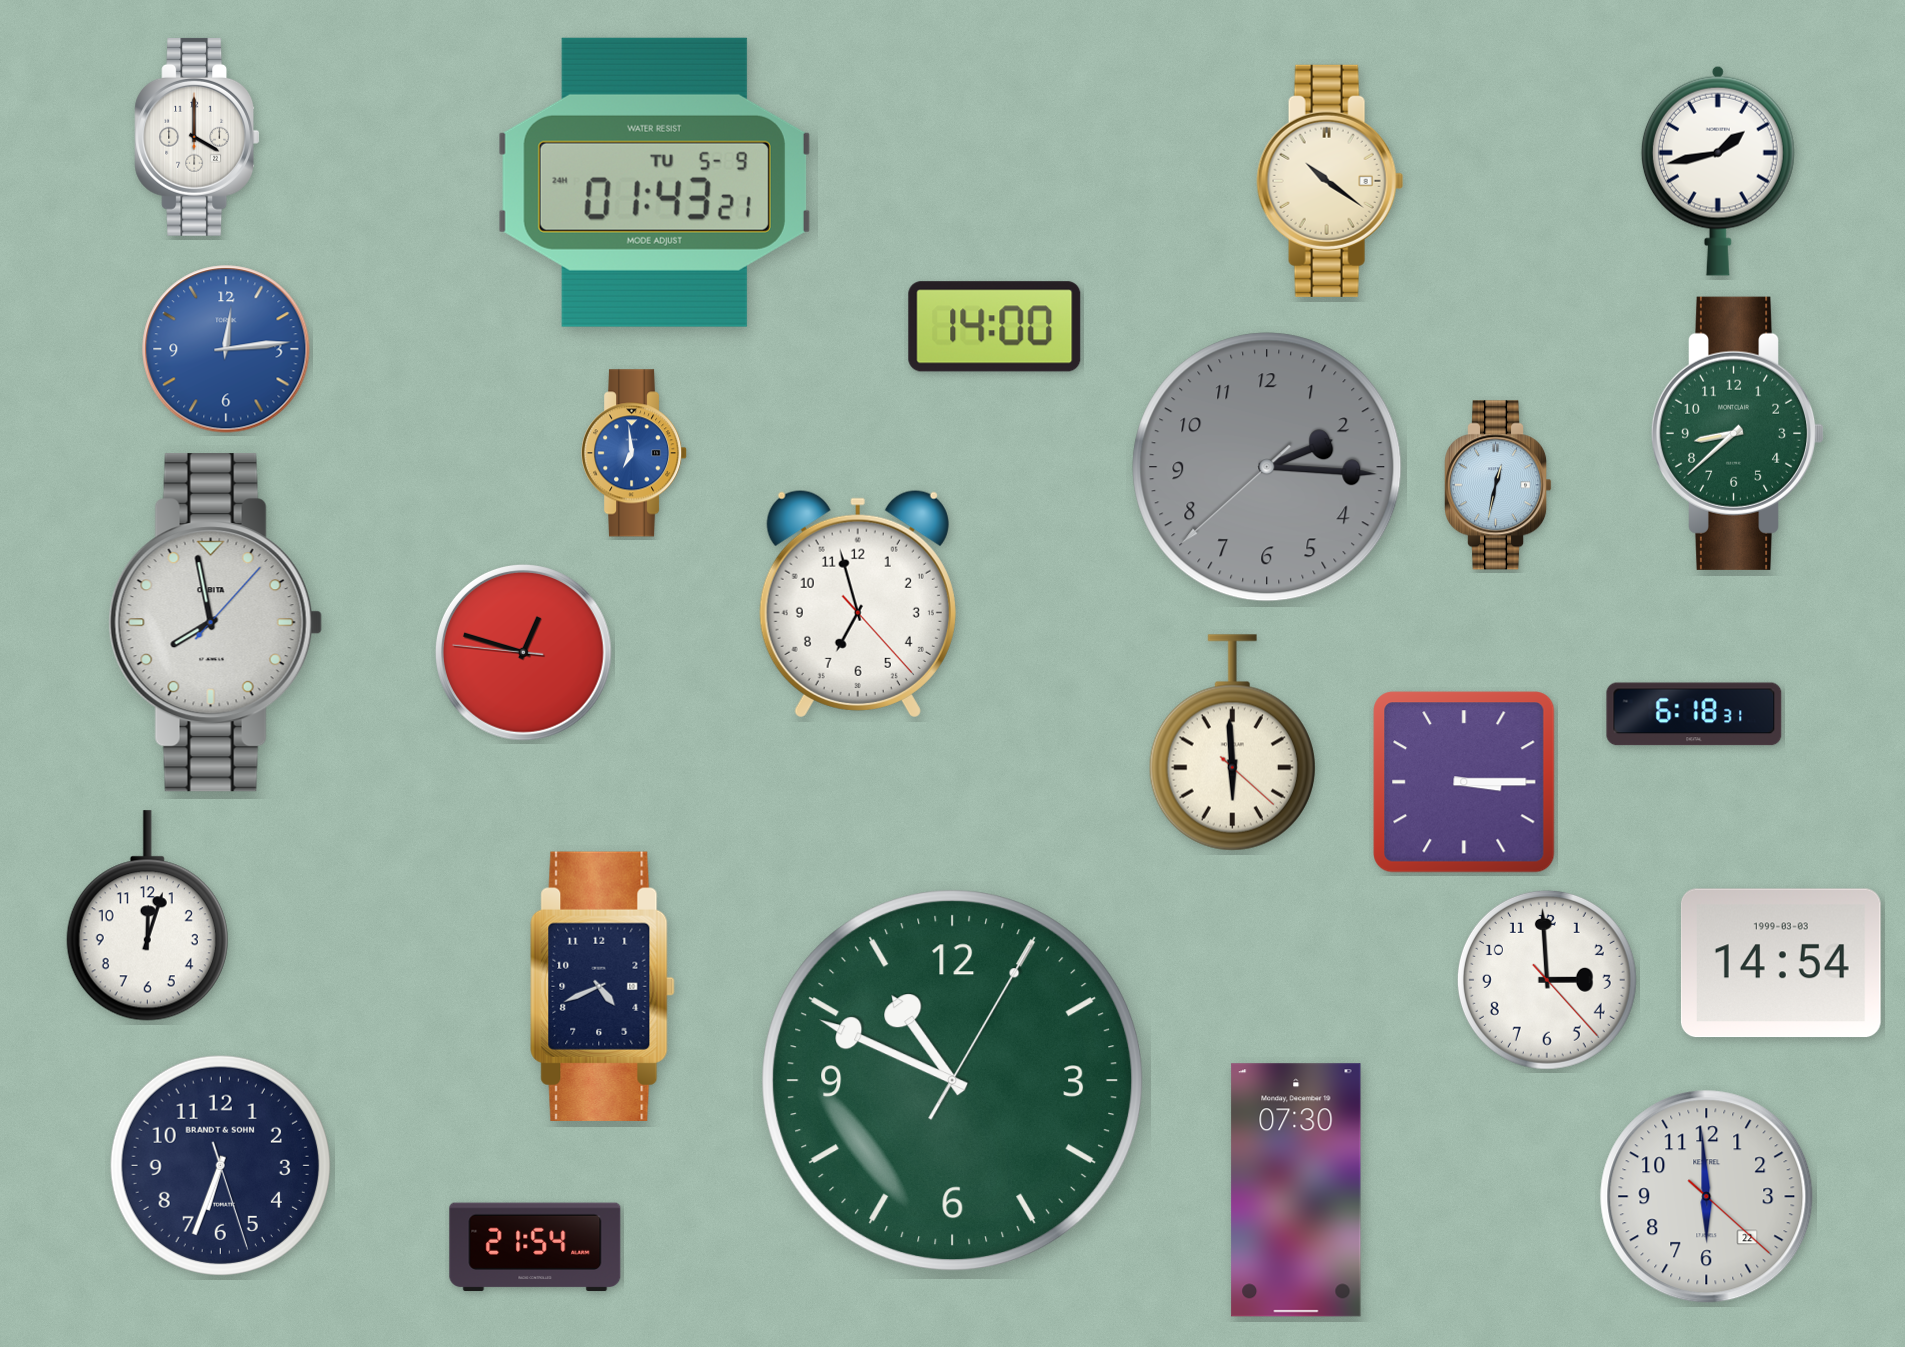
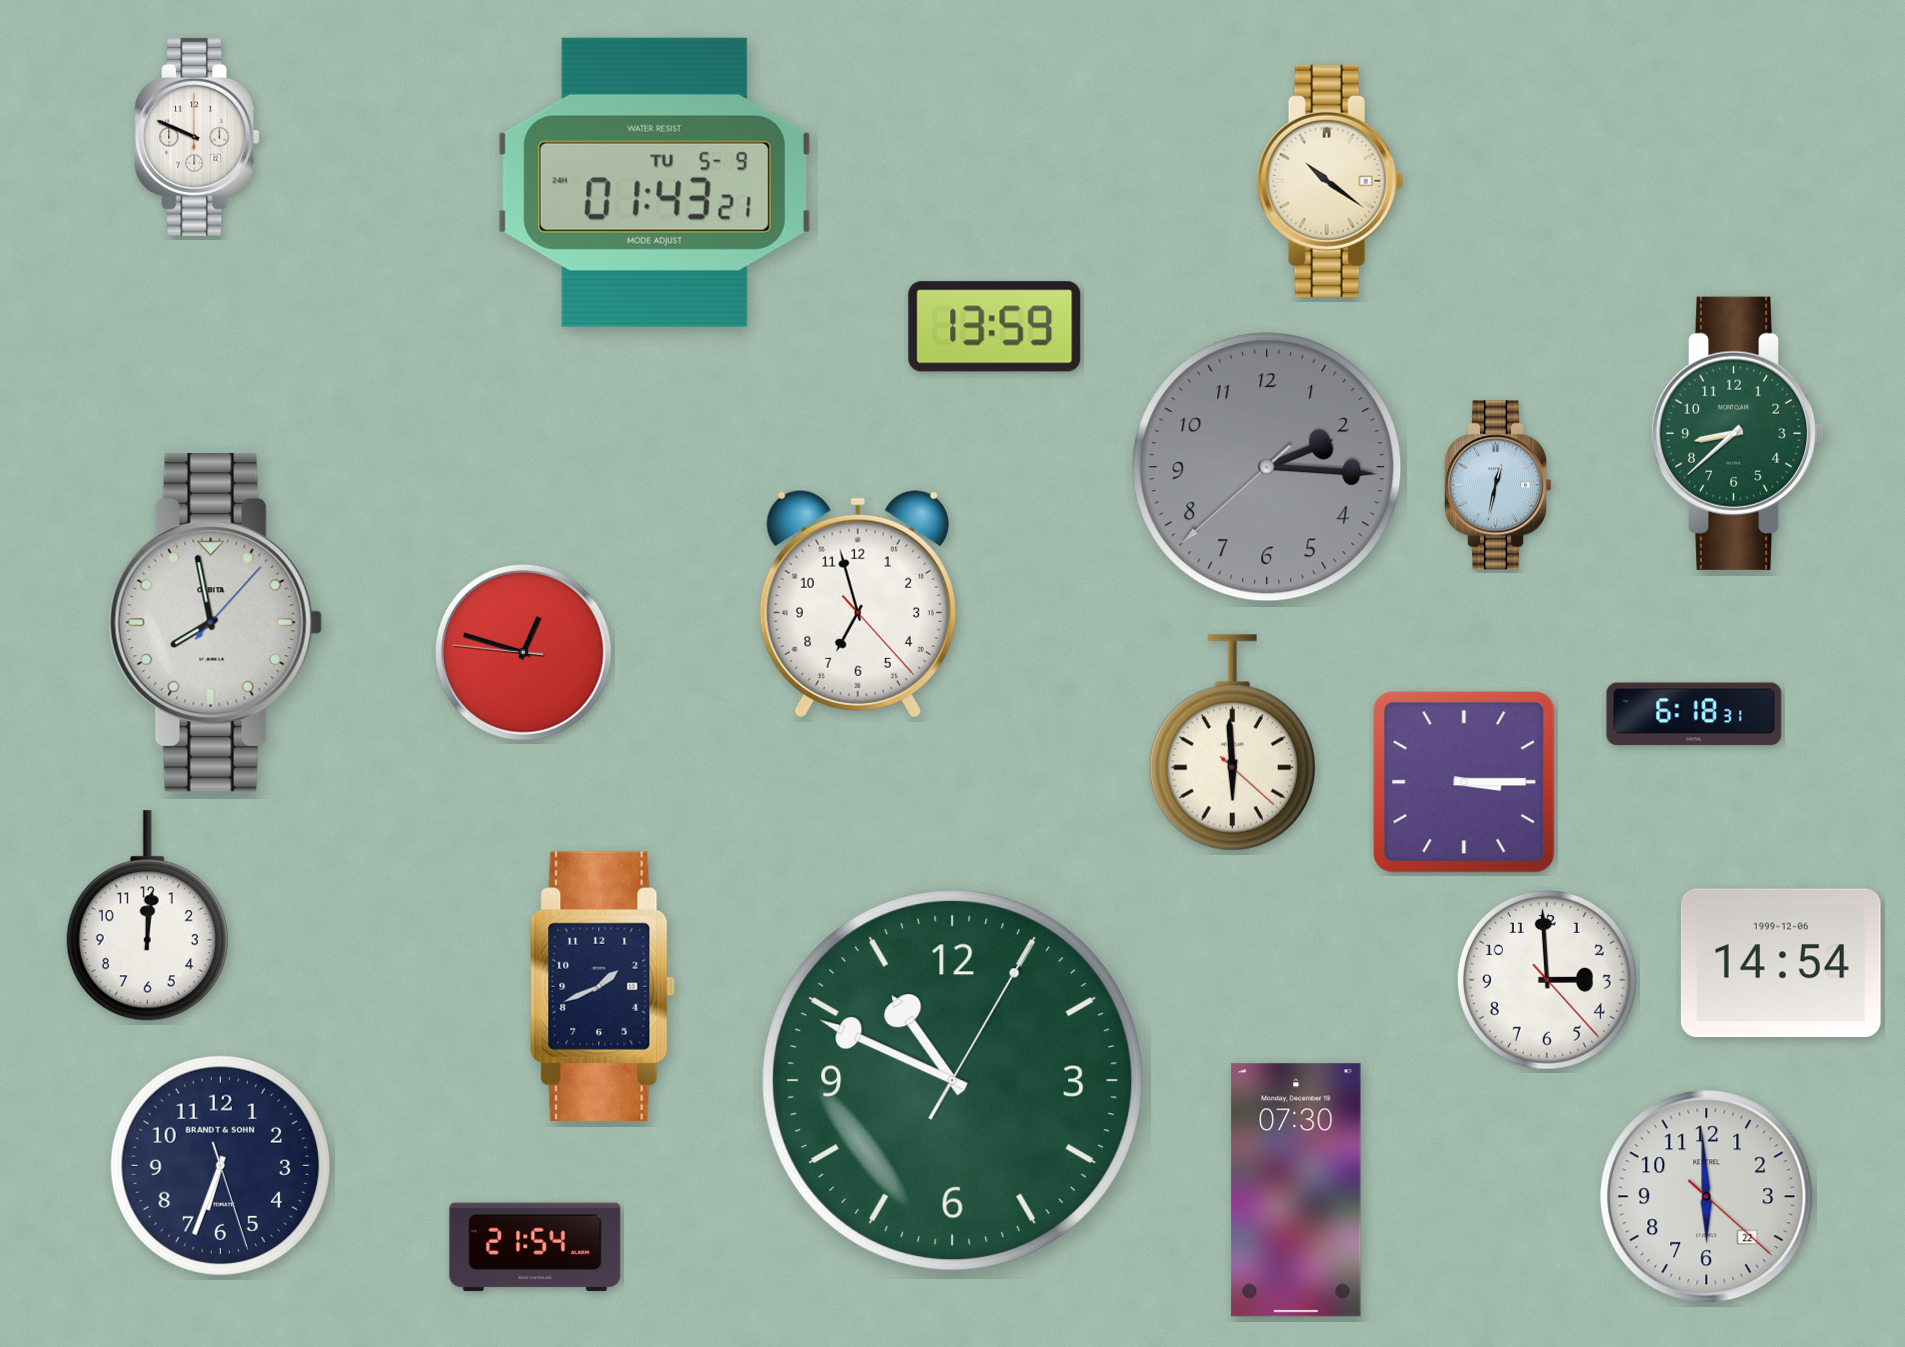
clock at (197, 137): 4:00 -> 9:49
clock at (1718, 171): 1:43 -> none
clock at (995, 327): 14:00 -> 13:59
clock at (226, 349): 12:14 -> none
clock at (635, 453): 6:59 -> none
clock at (147, 916): 12:03 -> 12:01
clock at (1781, 963) date: 1999-03-03 -> 1999-12-06
clock at (603, 986): 4:41 -> 1:41
